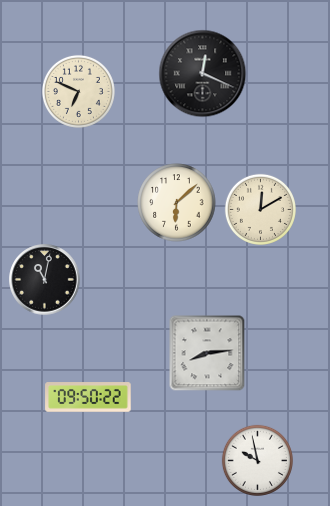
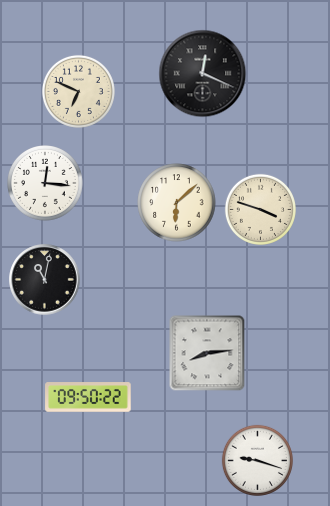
clock at (45, 183): none -> 12:16
clock at (260, 209): 12:10 -> 3:48
clock at (257, 460): 9:58 -> 9:18
